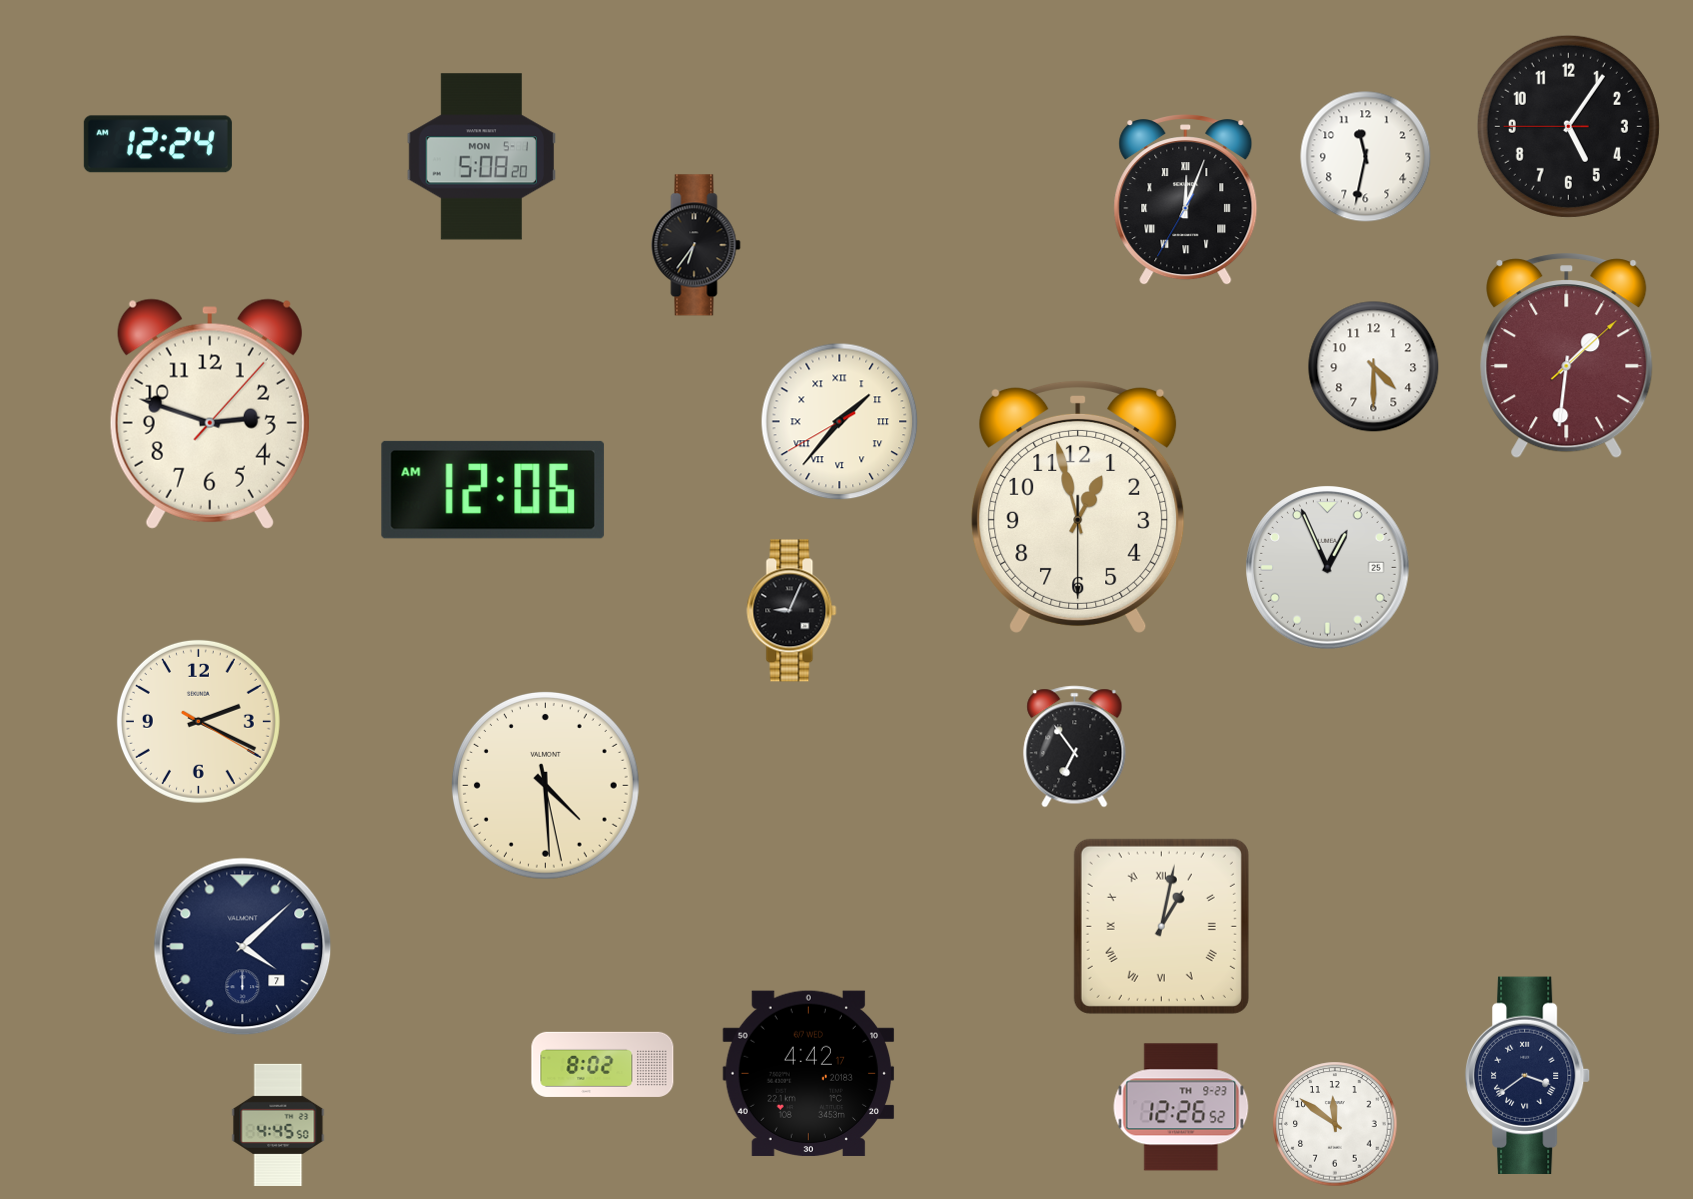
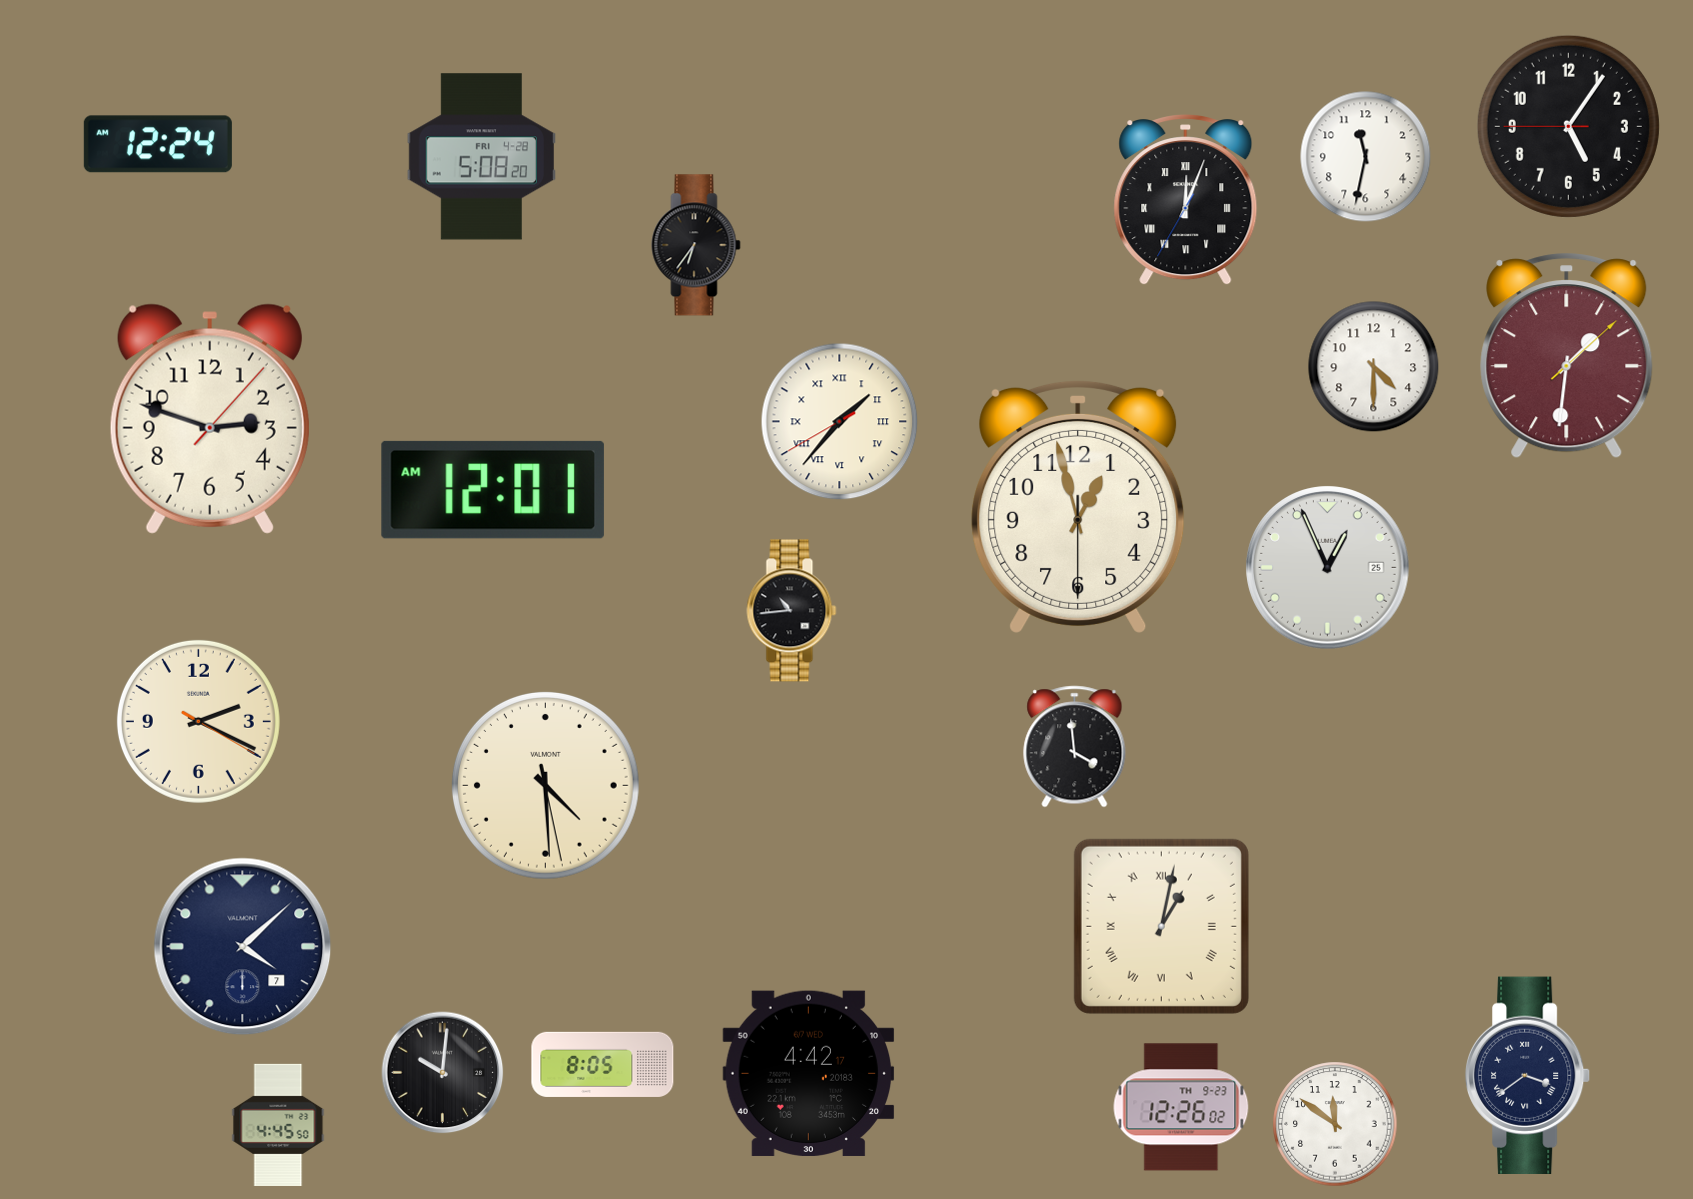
clock at (481, 157) date: MON 5-1 -> FRI 4-28
clock at (210, 414) position: (210, 414) -> (210, 419)
clock at (493, 490): 12:06 -> 12:01
clock at (792, 611): 9:04 -> 10:44
clock at (1075, 747): 6:54 -> 3:59
clock at (603, 1064): 8:02 -> 8:05
clock at (443, 1073): none -> 10:01
clock at (1181, 1107): 12:26:52 -> 12:26:02
